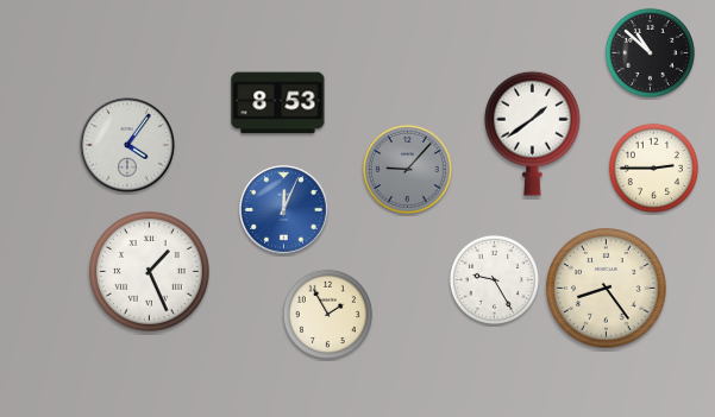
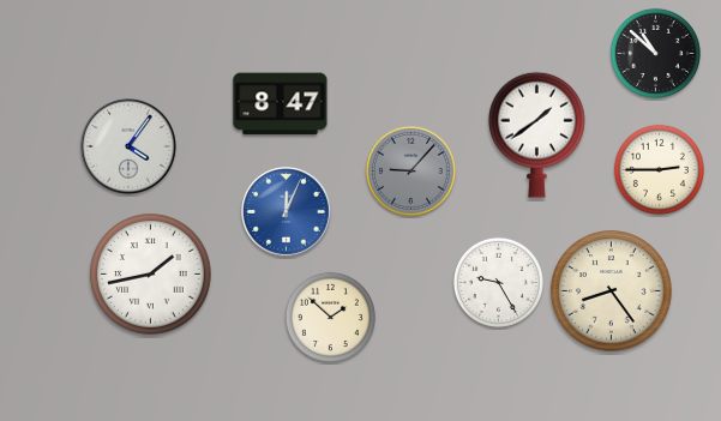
clock at (278, 103): 8:53 -> 8:47
clock at (150, 272): 1:26 -> 1:43
clock at (327, 314): 1:55 -> 1:52
